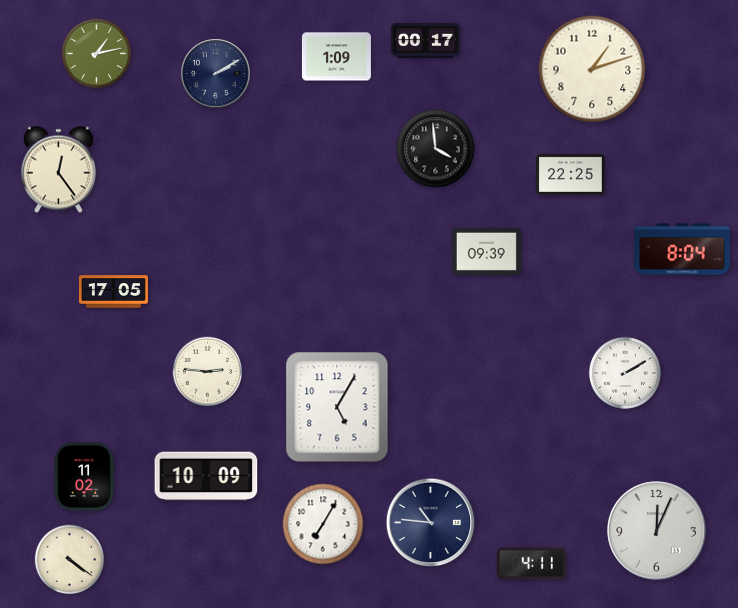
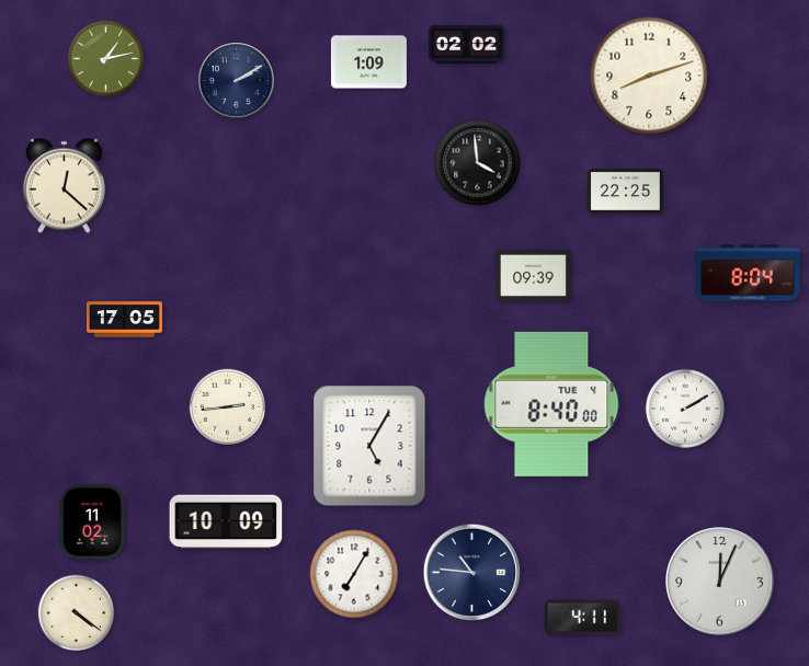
clock at (425, 40): 00:17 -> 02:02
clock at (592, 69): 1:12 -> 8:12
clock at (58, 170): 12:24 -> 12:22
clock at (551, 404): none -> 8:40
clock at (208, 372): 2:46 -> 2:44
